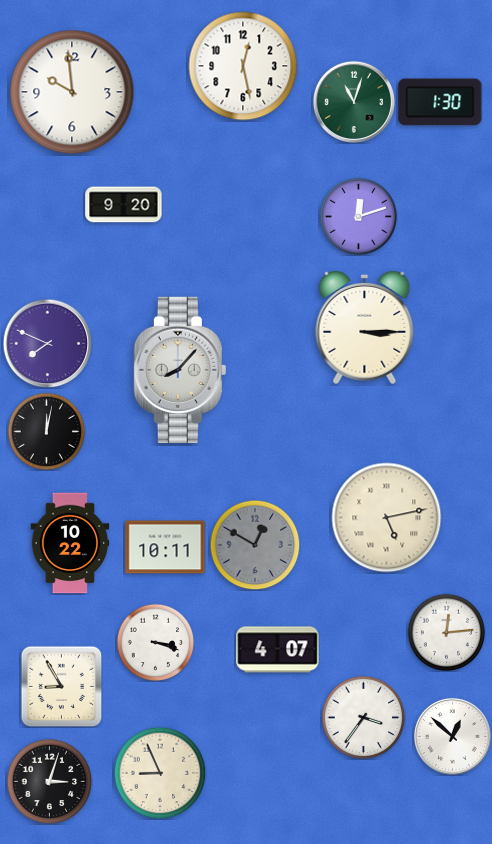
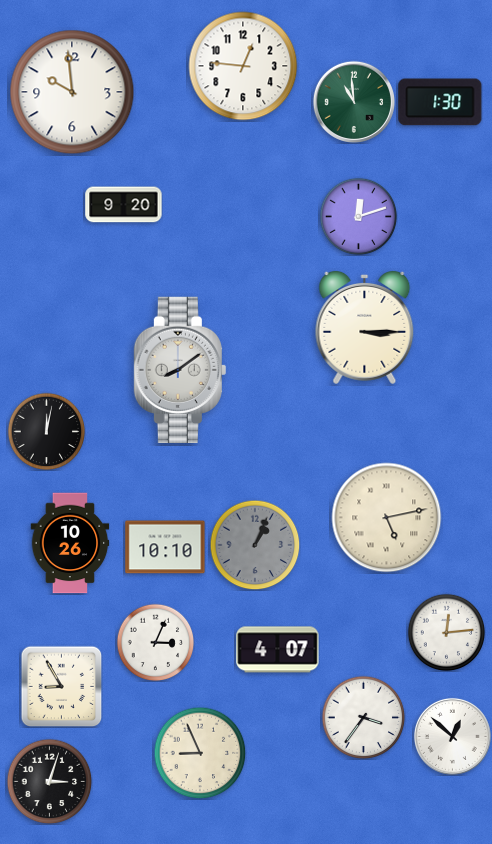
clock at (243, 66): 12:28 -> 12:46
clock at (353, 101): 11:03 -> 10:59
clock at (47, 343): 7:49 -> none
clock at (180, 369): 8:07 -> 8:09
clock at (70, 543): 10:22 -> 10:26
clock at (255, 545): 12:50 -> 1:04
clock at (165, 547): 10:11 -> 10:10
clock at (155, 642): 3:18 -> 3:04
clock at (160, 773) position: (160, 773) -> (200, 753)
